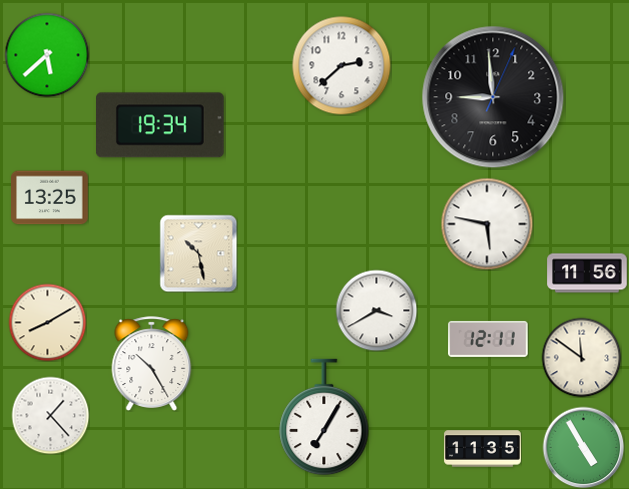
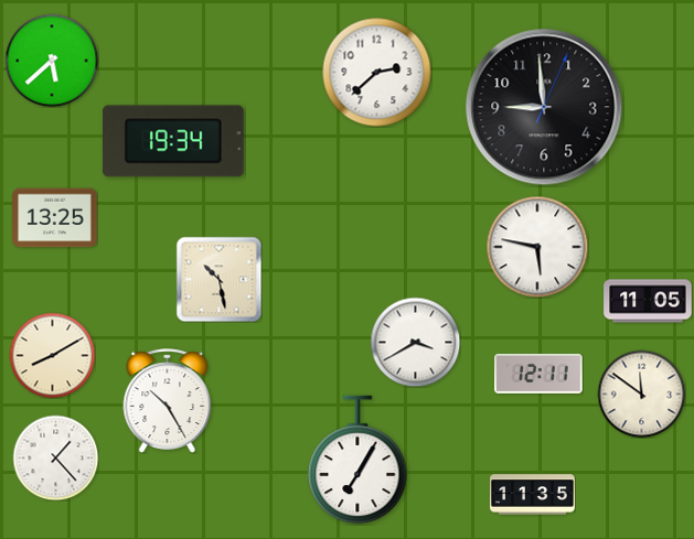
clock at (161, 125) position: (161, 125) -> (174, 141)
clock at (587, 273): 11:56 -> 11:05
clock at (583, 447): 4:55 -> none
